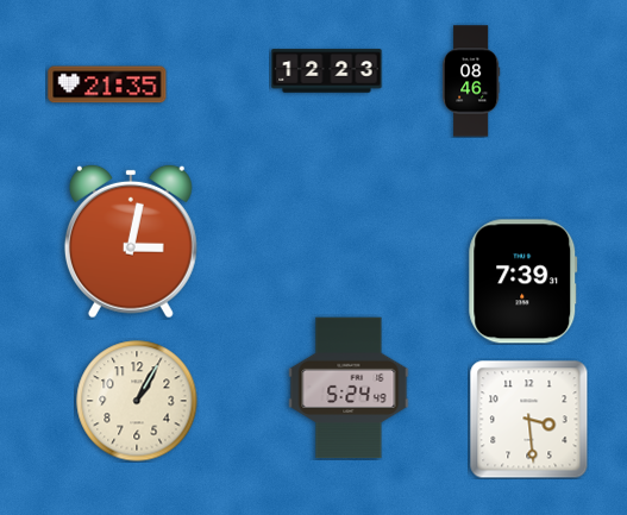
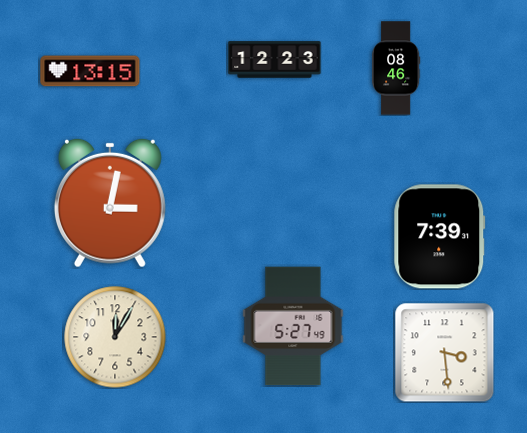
clock at (107, 84): 21:35 -> 13:15
clock at (349, 388): 5:24 -> 5:27
clock at (137, 401): 1:05 -> 12:05
